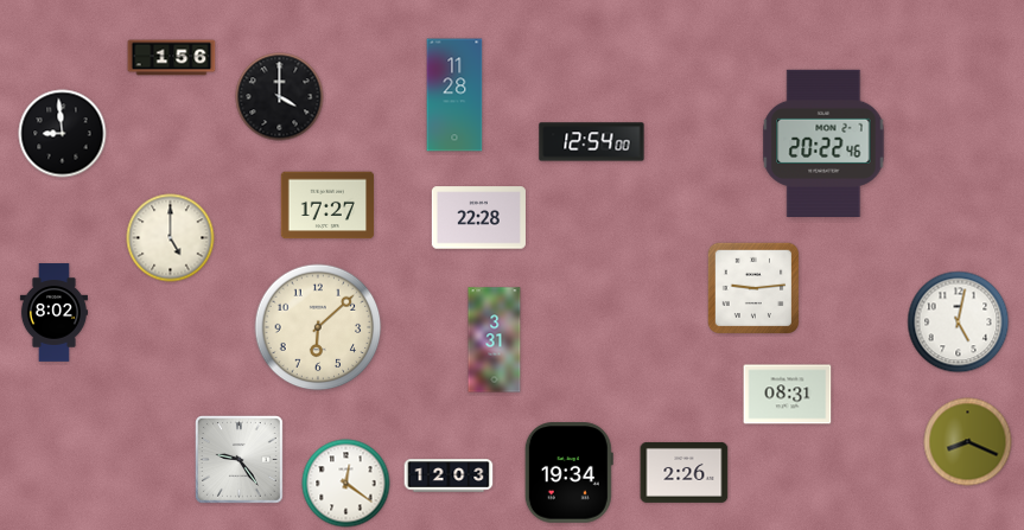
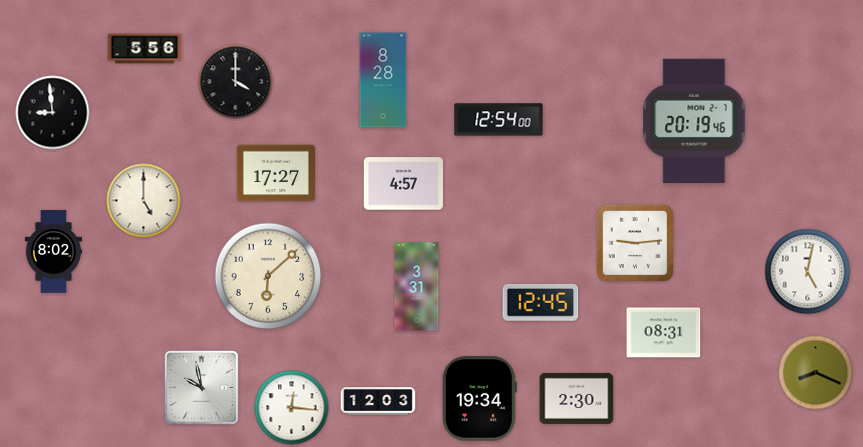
clock at (172, 58): 1:56 -> 5:56
clock at (454, 95): 11:28 -> 8:28
clock at (823, 142): 20:22 -> 20:19
clock at (478, 218): 22:28 -> 4:57
clock at (53, 313) position: (53, 313) -> (53, 252)
clock at (541, 303): none -> 12:45
clock at (240, 460): 9:24 -> 9:58
clock at (685, 472): 2:26 -> 2:30
clock at (346, 484): 12:21 -> 12:16
